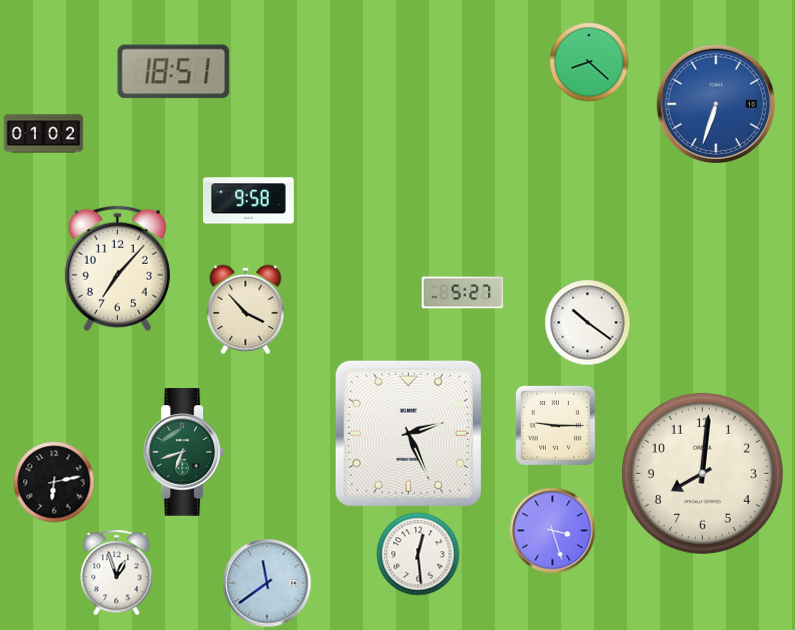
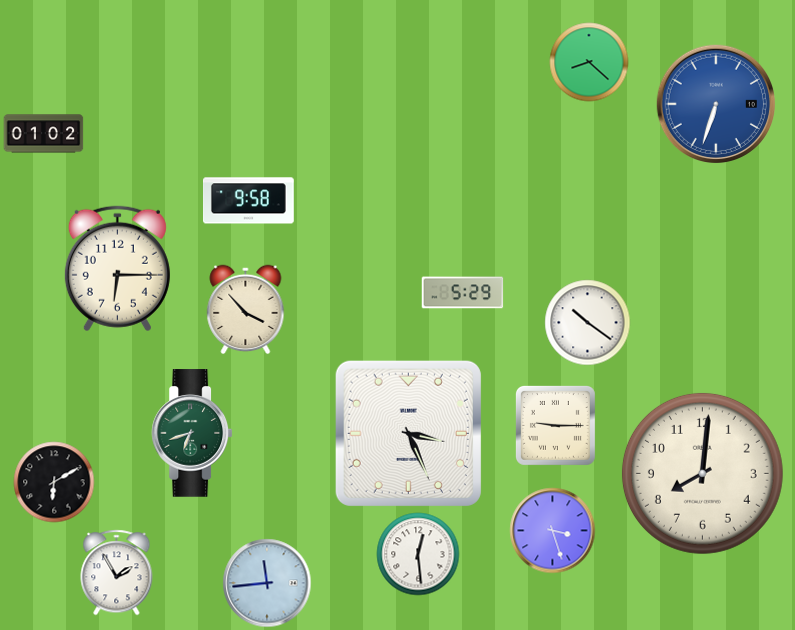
clock at (174, 72): 18:51 -> none
clock at (117, 269): 7:07 -> 6:15
clock at (463, 293): 5:27 -> 5:29
clock at (408, 433): 2:26 -> 3:26
clock at (184, 452) position: (184, 452) -> (192, 433)
clock at (54, 482): 6:13 -> 6:10
clock at (117, 573): 12:57 -> 1:55
clock at (267, 583): 11:39 -> 11:44
